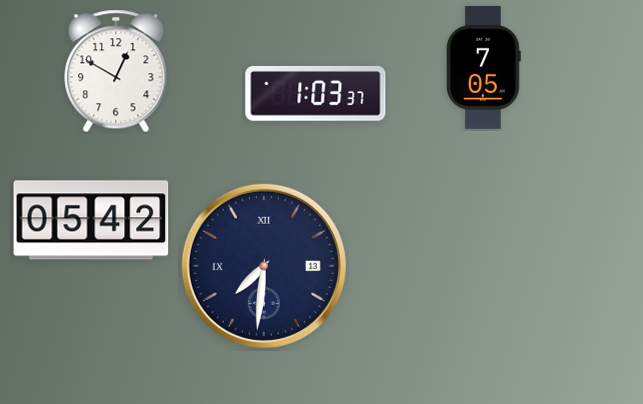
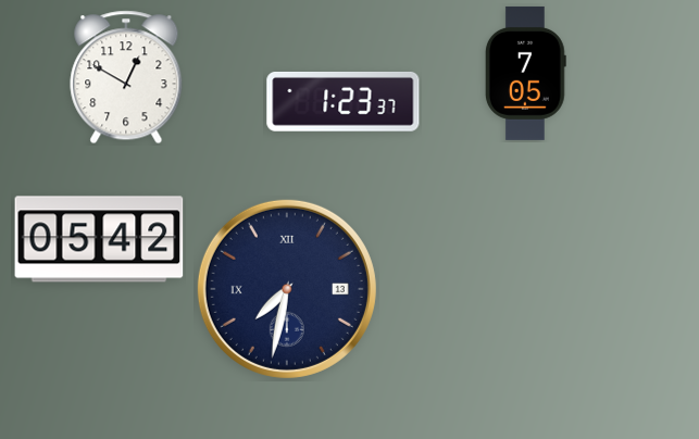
clock at (316, 93): 1:03 -> 1:23
clock at (264, 266): 7:31 -> 7:32
